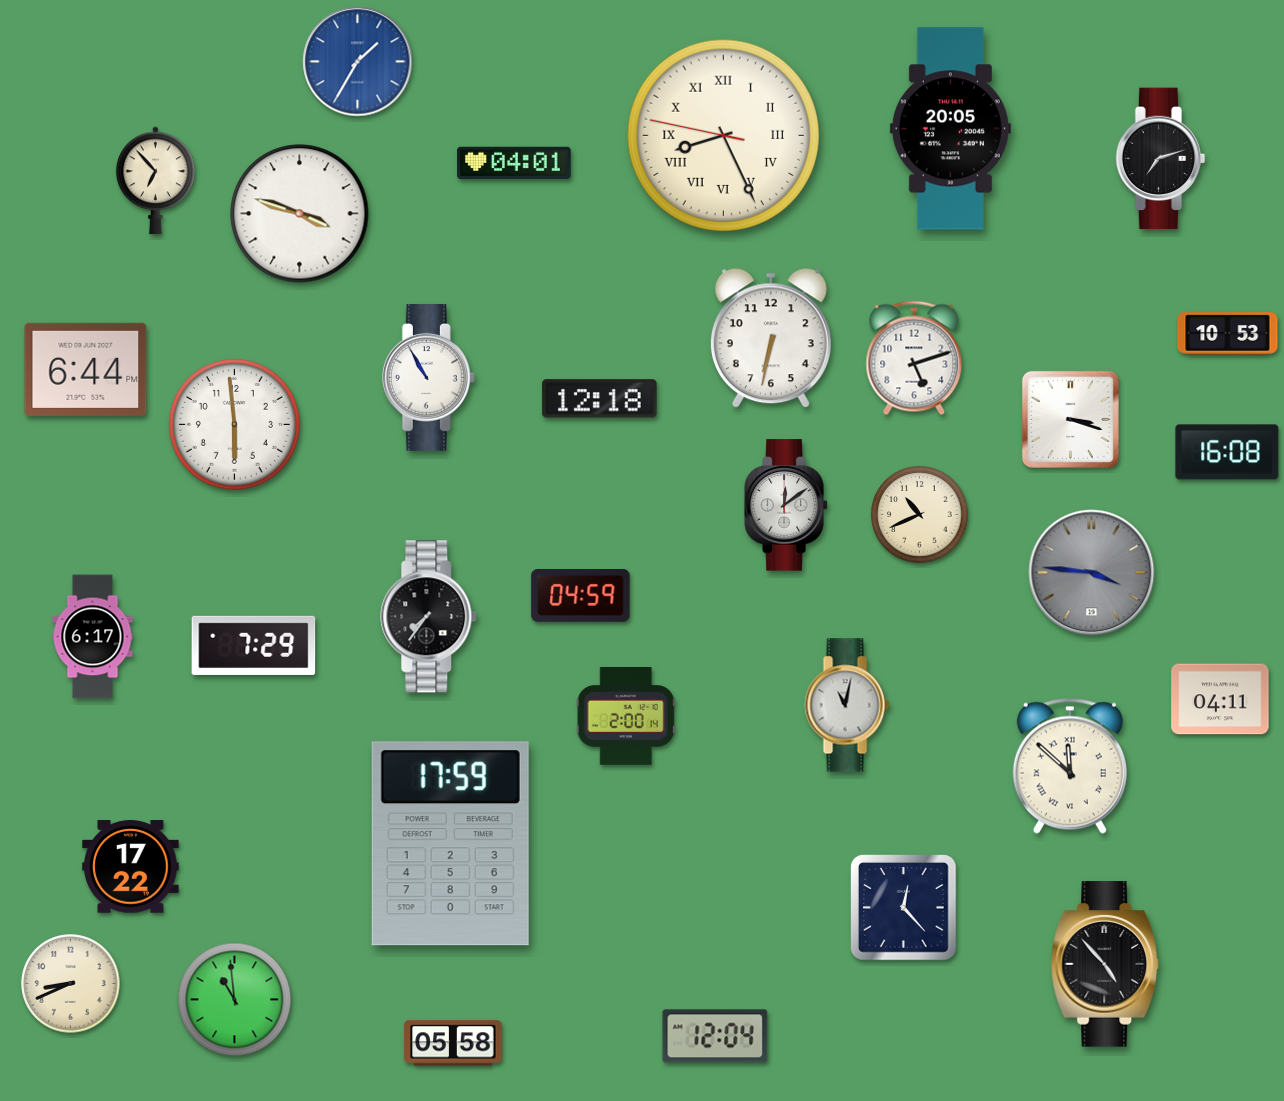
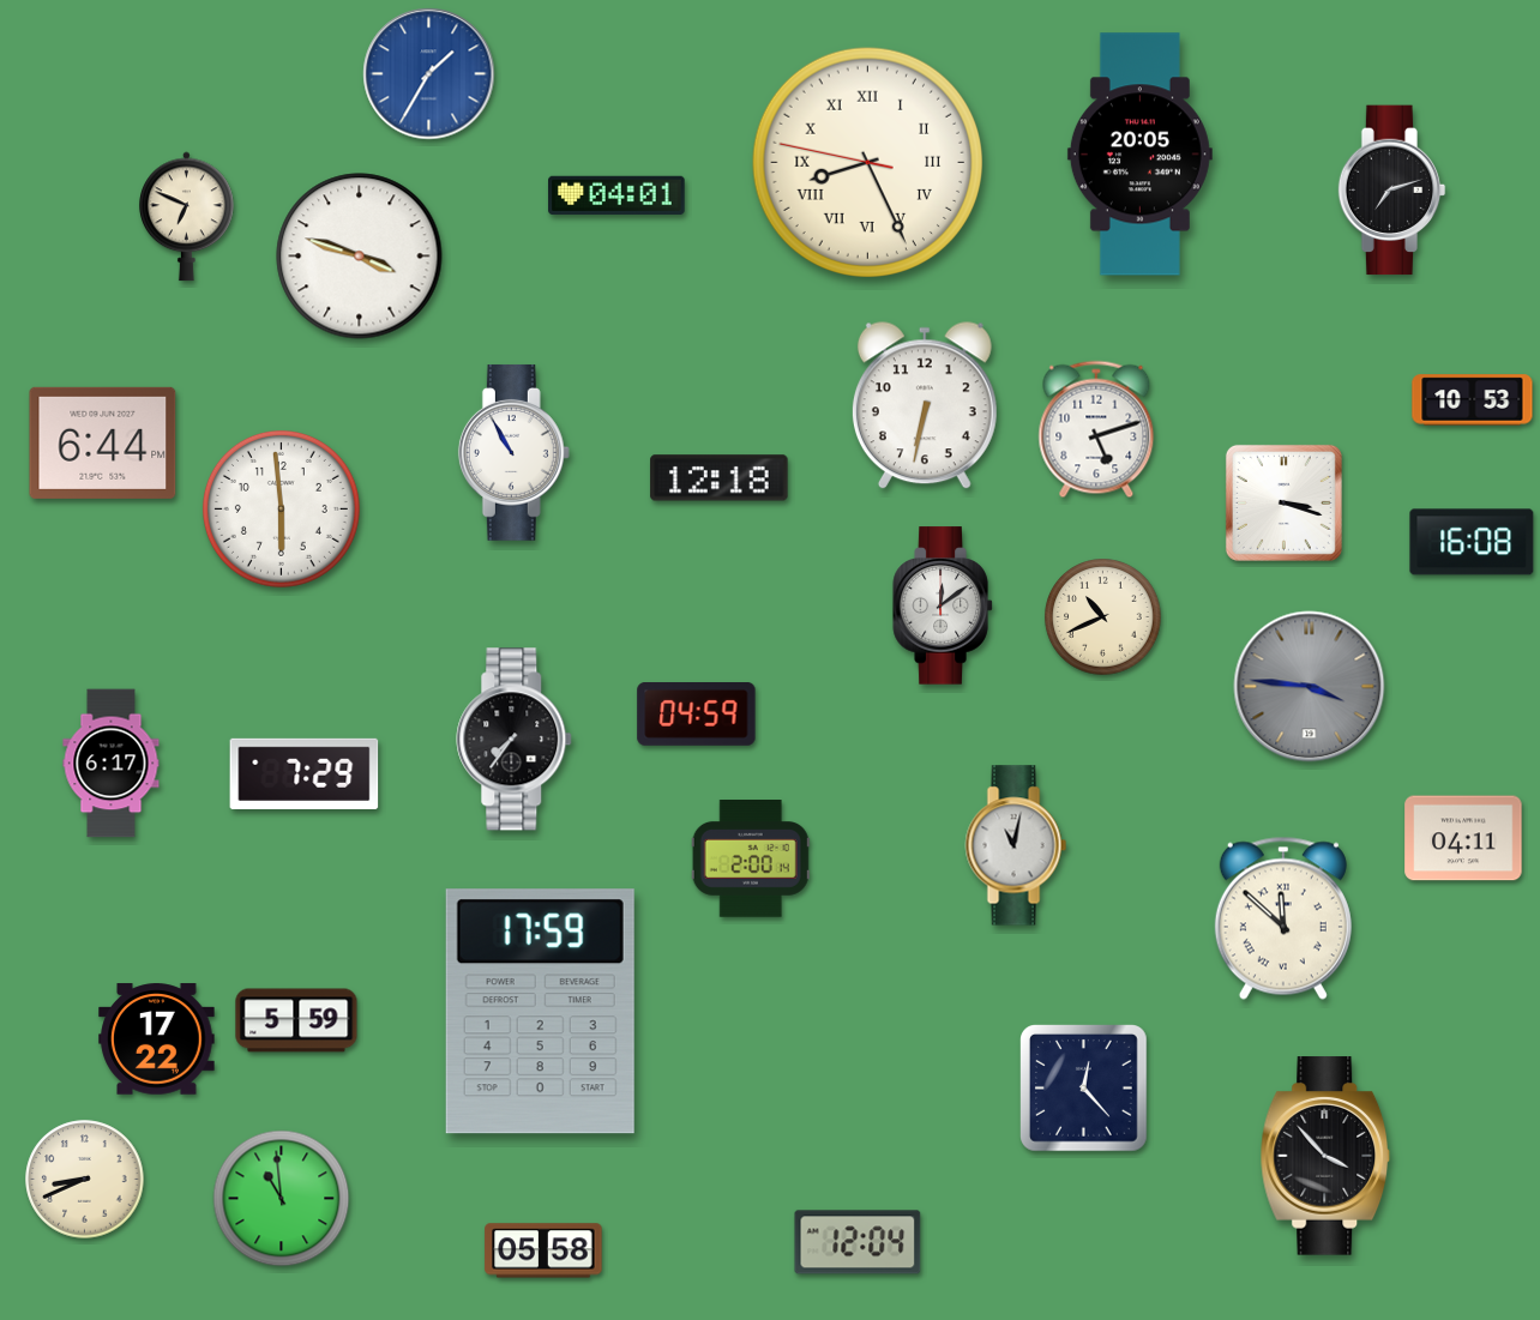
clock at (156, 181): 6:53 -> 6:49
clock at (296, 1020): none -> 5:59
clock at (1105, 964): 4:53 -> 3:53
